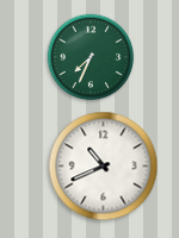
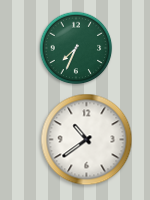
clock at (104, 167): 10:41 -> 10:39
